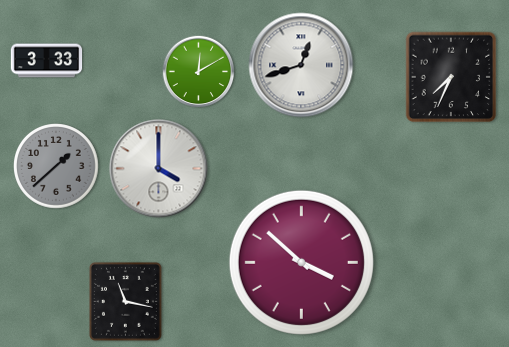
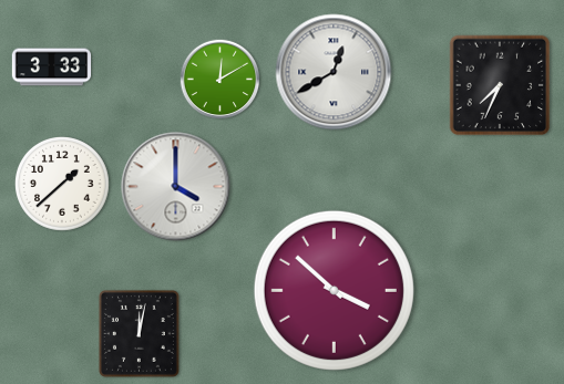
clock at (301, 65): 12:42 -> 12:40
clock at (57, 167) dial: grey -> white
clock at (125, 301): 11:17 -> 12:02
